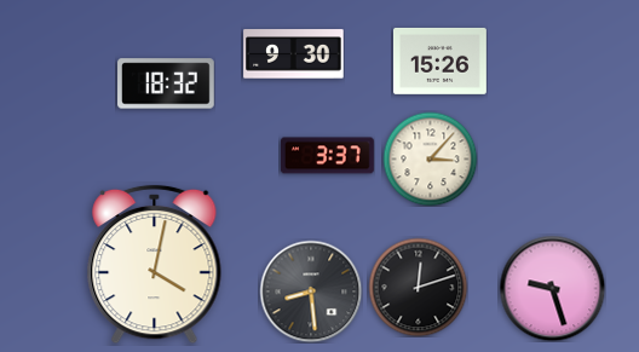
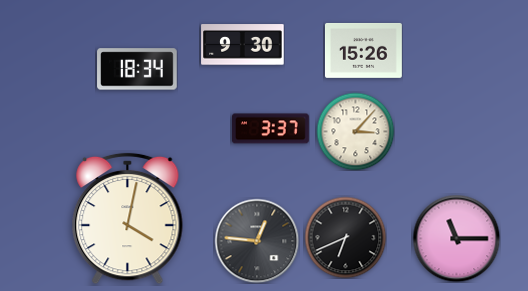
clock at (166, 83): 18:32 -> 18:34
clock at (418, 287): 12:12 -> 6:41
clock at (552, 288): 9:27 -> 11:15
clock at (311, 292): 8:29 -> 12:46
